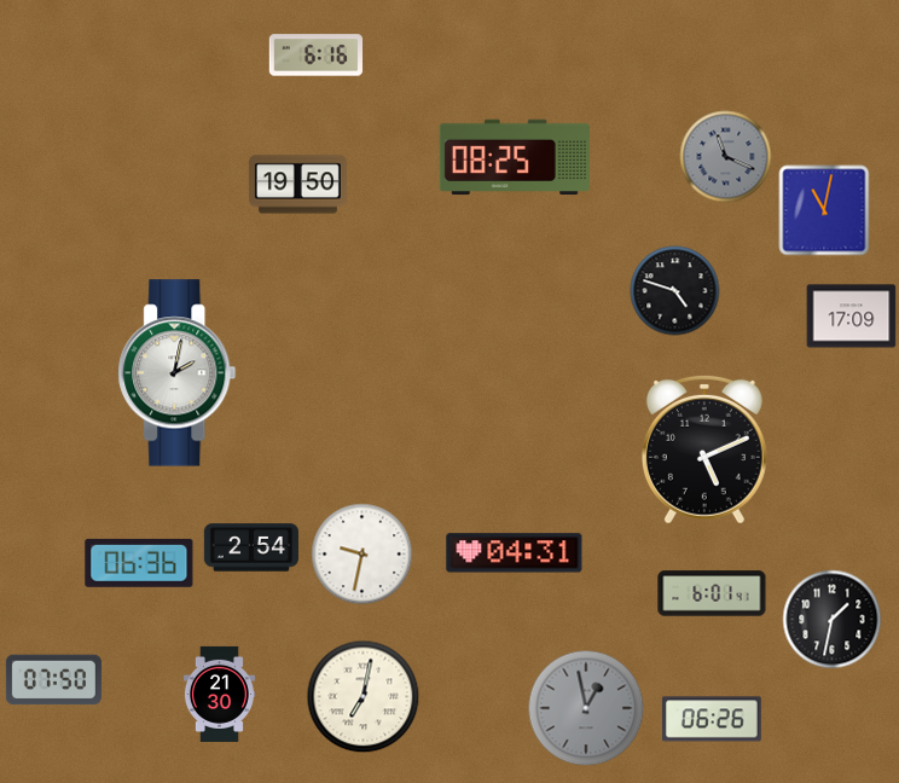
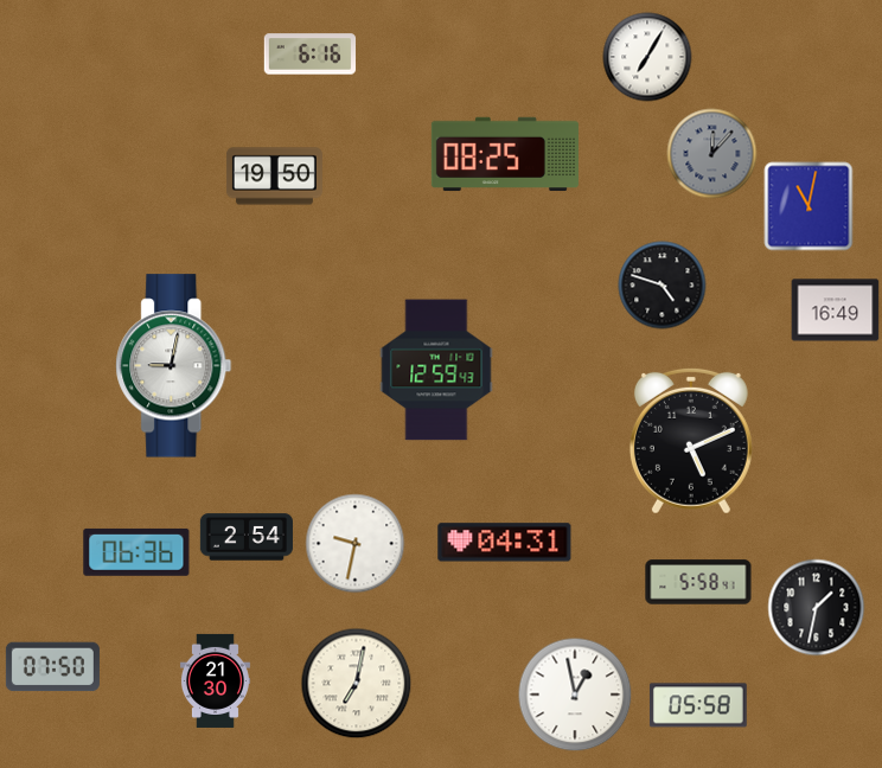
clock at (647, 57): none -> 7:05
clock at (726, 157): 11:19 -> 12:07
clock at (297, 185) position: (297, 185) -> (274, 177)
clock at (852, 317): 17:09 -> 16:49
clock at (178, 373): 2:02 -> 9:02
clock at (436, 370): none -> 12:59
clock at (712, 593): 6:01 -> 5:58
clock at (586, 708) dial: grey -> white
clock at (712, 719): 06:26 -> 05:58
